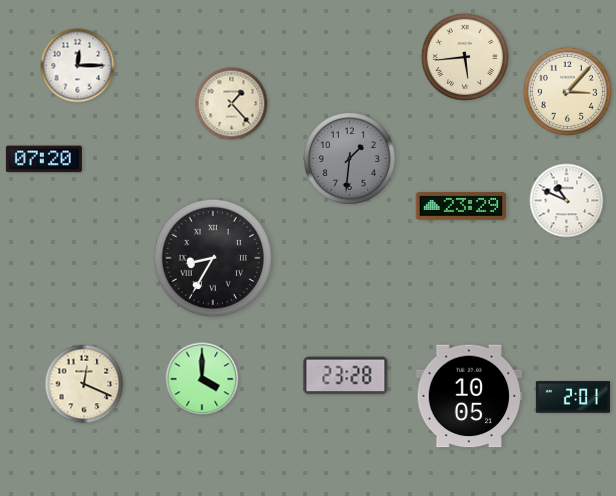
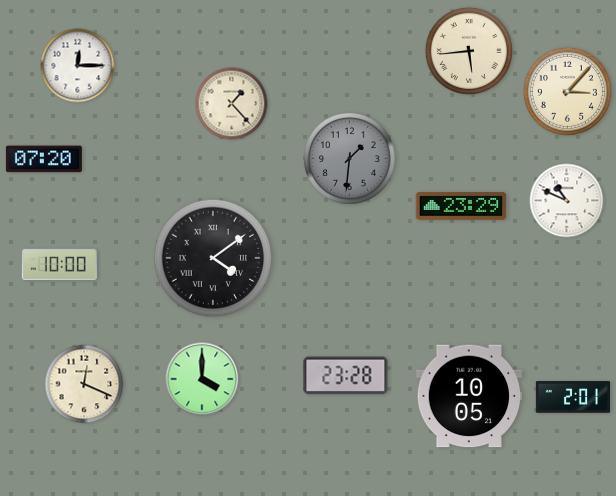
clock at (465, 57) position: (465, 57) -> (469, 51)
clock at (213, 258): 8:35 -> 4:09
clock at (59, 265): none -> 10:00
